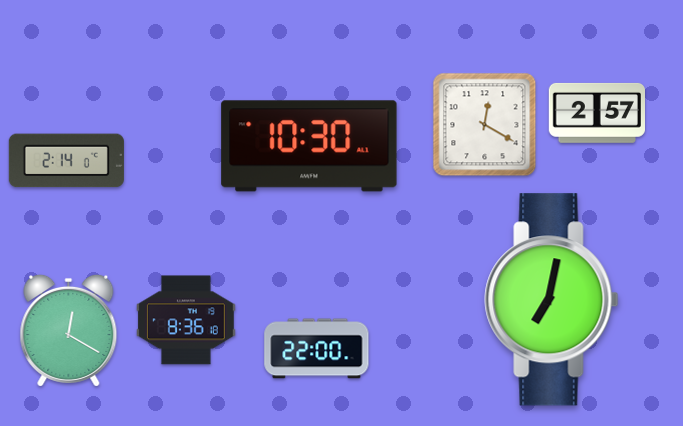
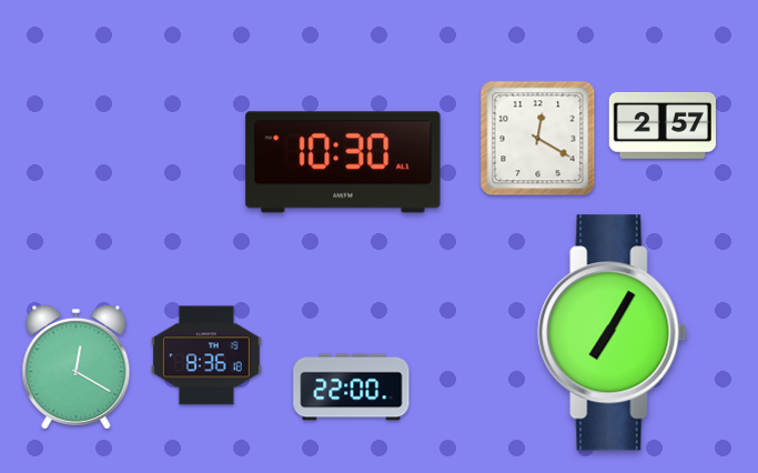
clock at (66, 161): 2:14 -> none
clock at (552, 300): 7:02 -> 7:05
